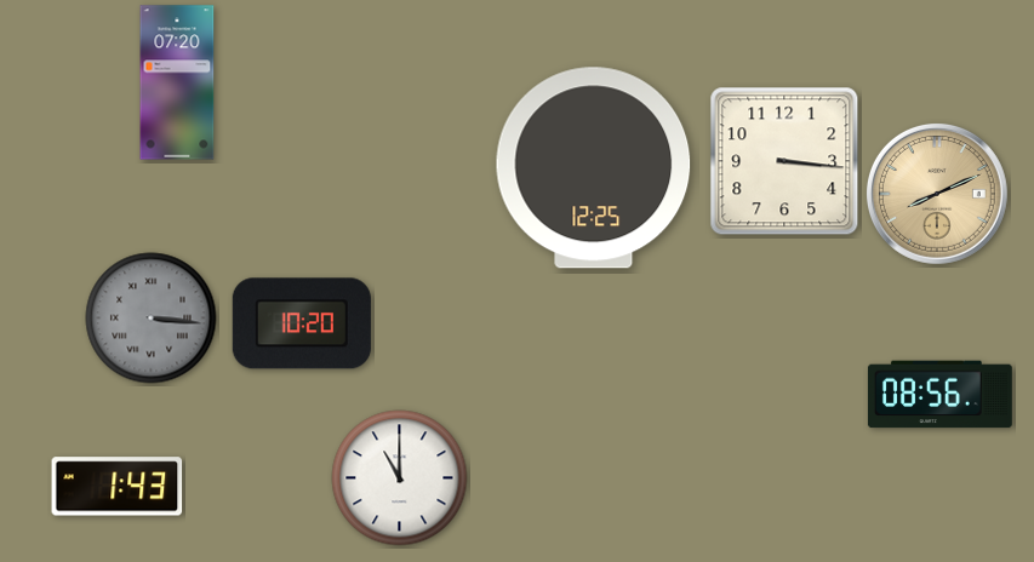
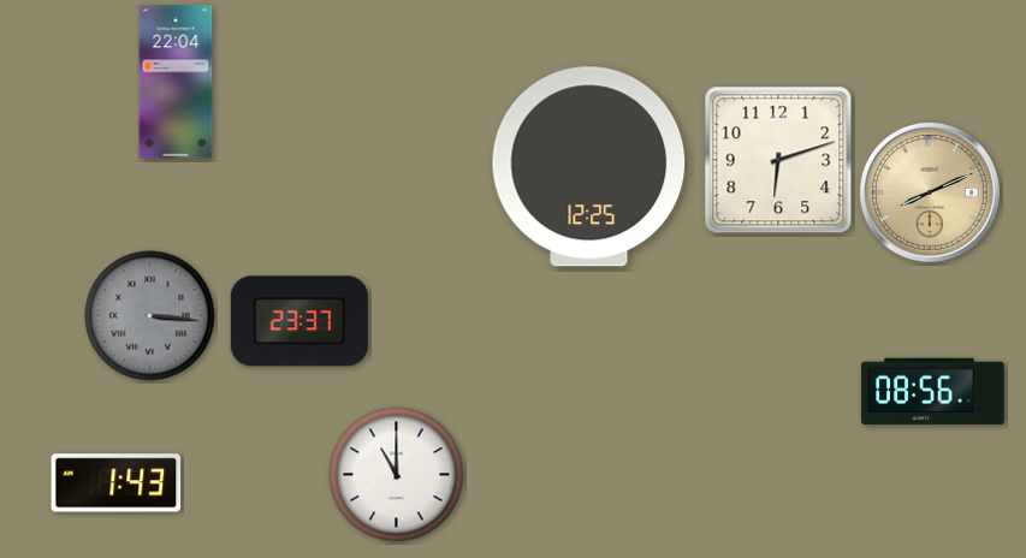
clock at (177, 82): 07:20 -> 22:04
clock at (784, 161): 3:16 -> 6:12
clock at (302, 323): 10:20 -> 23:37
